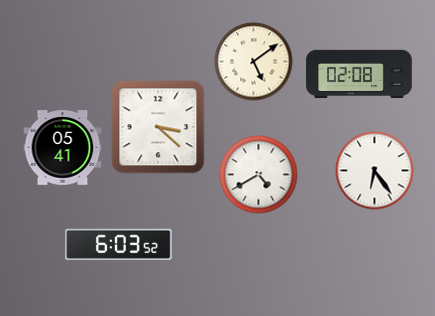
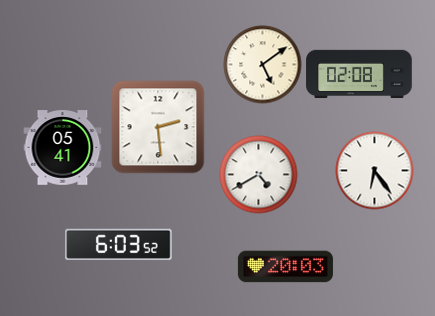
clock at (253, 61) position: (253, 61) -> (262, 64)
clock at (158, 127): 3:22 -> 2:29
clock at (285, 267): none -> 20:03
